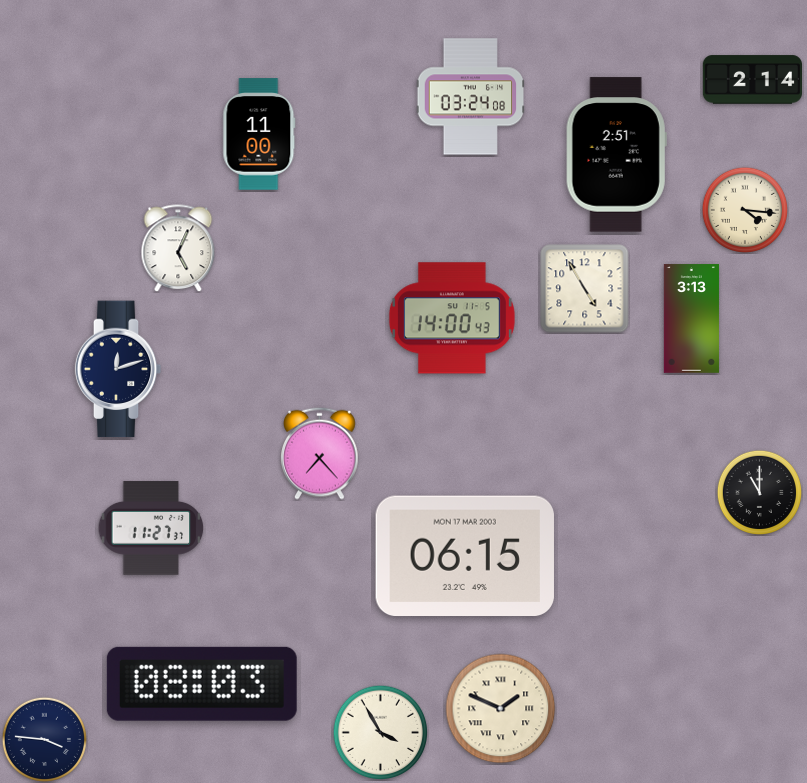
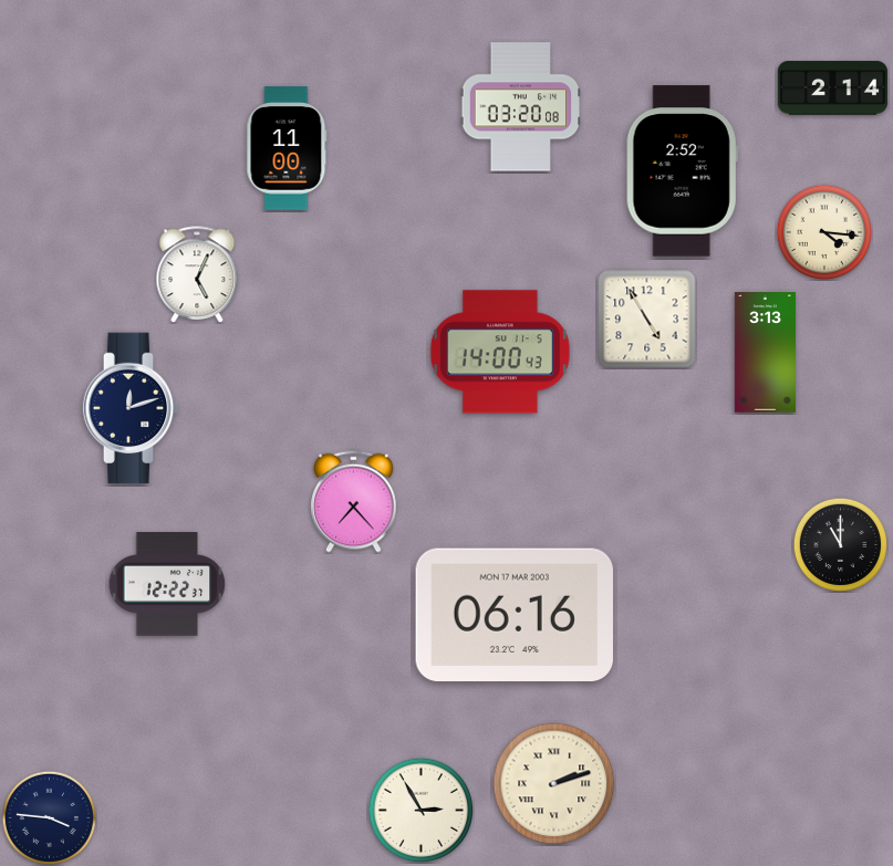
clock at (471, 97): 03:24 -> 03:20
clock at (616, 155): 2:51 -> 2:52
clock at (151, 528): 11:27 -> 12:22
clock at (465, 556): 06:15 -> 06:16
clock at (202, 684): 08:03 -> none
clock at (501, 709): 1:49 -> 2:12
clock at (380, 732): 3:55 -> 2:55
